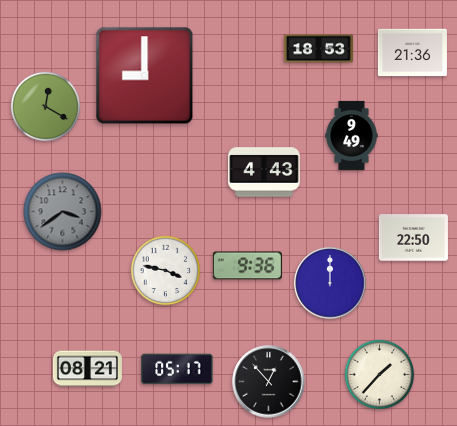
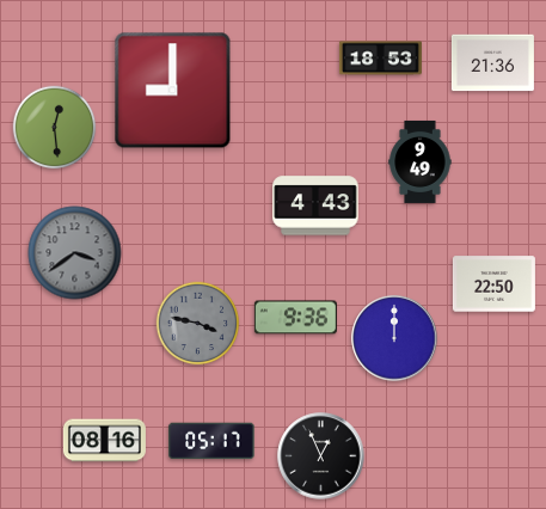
clock at (46, 107): 12:20 -> 12:29
clock at (166, 271) dial: white -> grey
clock at (87, 369): 08:21 -> 08:16
clock at (380, 375): 1:37 -> none
clock at (269, 382): 12:53 -> 12:56
